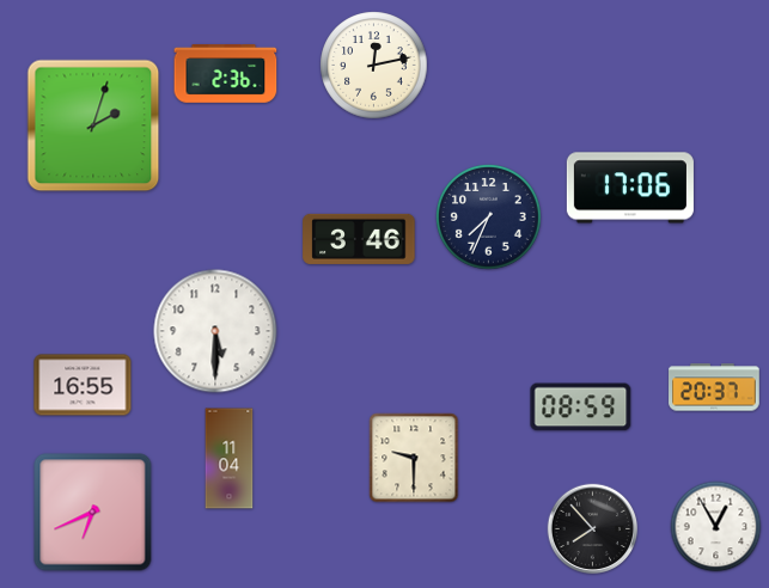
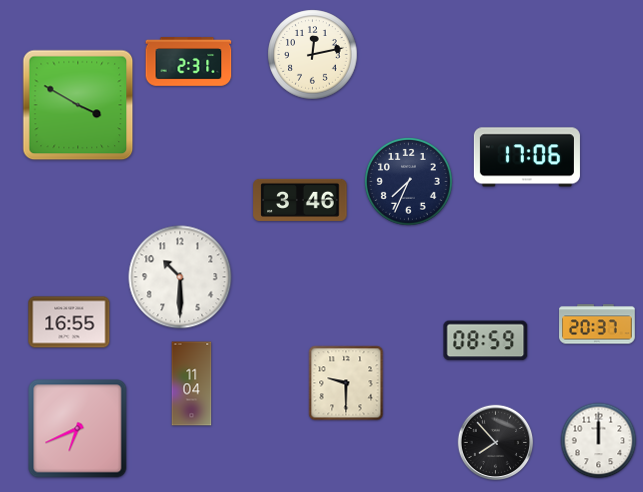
clock at (226, 74): 2:36 -> 2:31
clock at (93, 125): 2:03 -> 3:50
clock at (215, 331): 5:30 -> 10:30
clock at (716, 527): 12:55 -> 12:00
